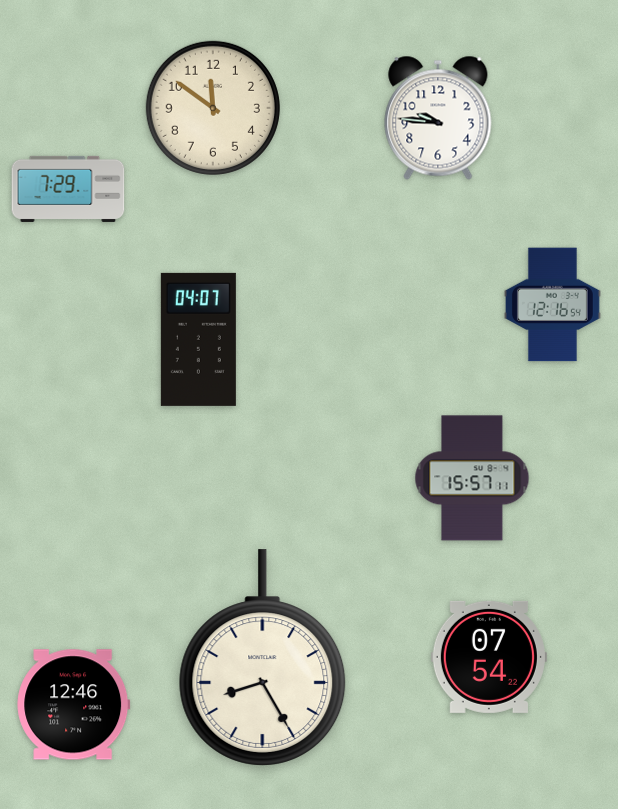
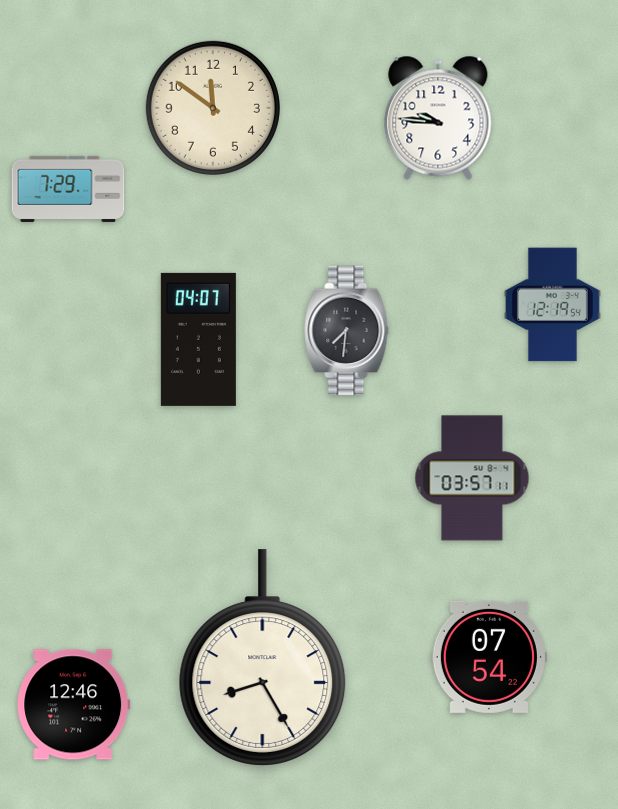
clock at (552, 305): 12:16 -> 12:19
clock at (347, 331): none -> 7:31
clock at (472, 478): 15:57 -> 03:57
